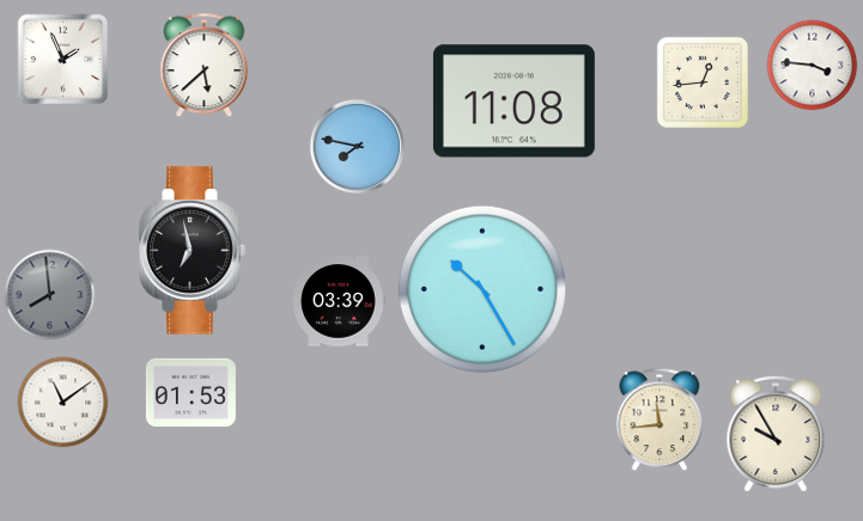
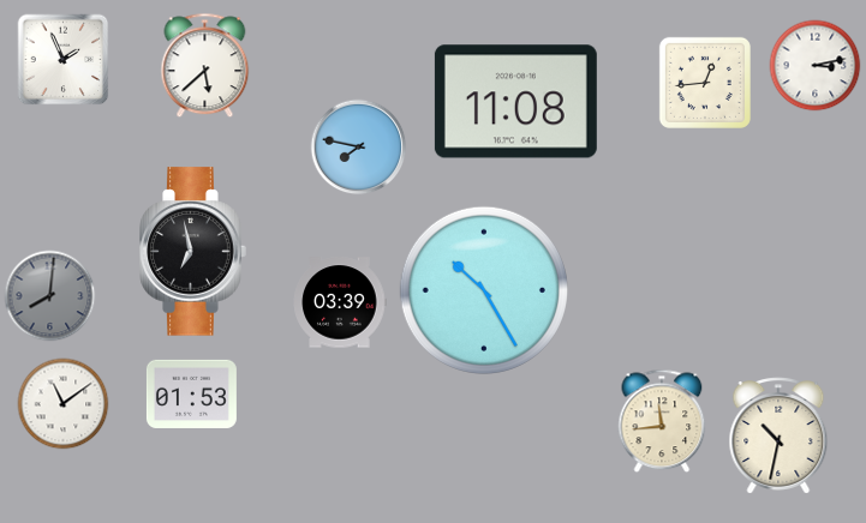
clock at (813, 66): 3:46 -> 3:13
clock at (50, 295): 7:59 -> 8:01
clock at (776, 434): 9:55 -> 10:32
